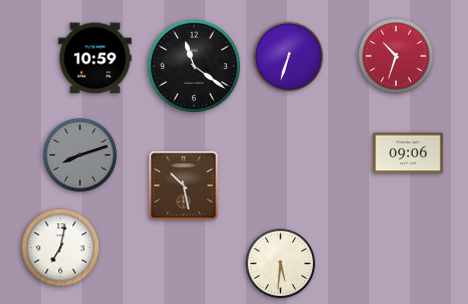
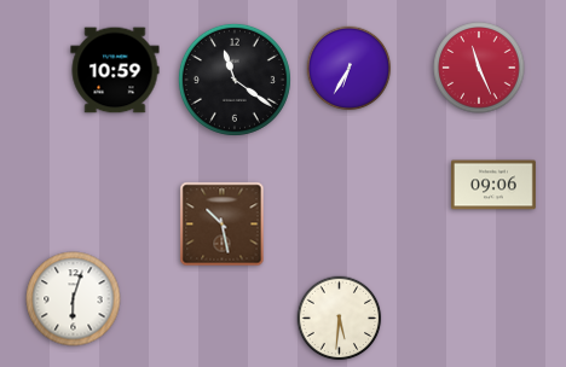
clock at (396, 56): 10:33 -> 11:26
clock at (289, 57): 6:33 -> 6:35
clock at (81, 156): 8:12 -> none
clock at (61, 248): 7:02 -> 6:03
